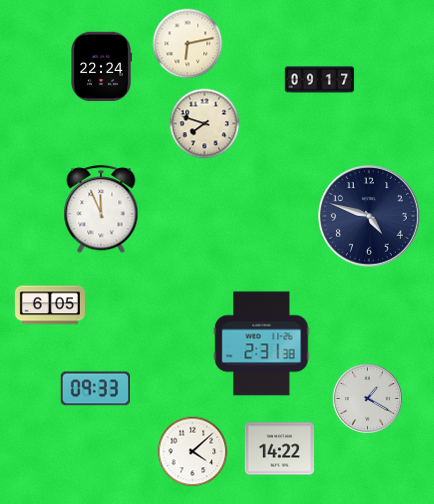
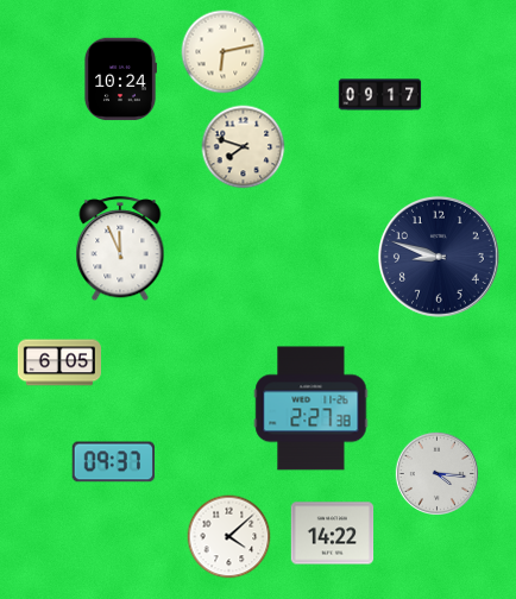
clock at (101, 67): 22:24 -> 10:24
clock at (369, 216): 4:48 -> 8:48
clock at (262, 344): 2:31 -> 2:27
clock at (95, 389): 09:33 -> 09:37
clock at (367, 398): 1:20 -> 4:16
